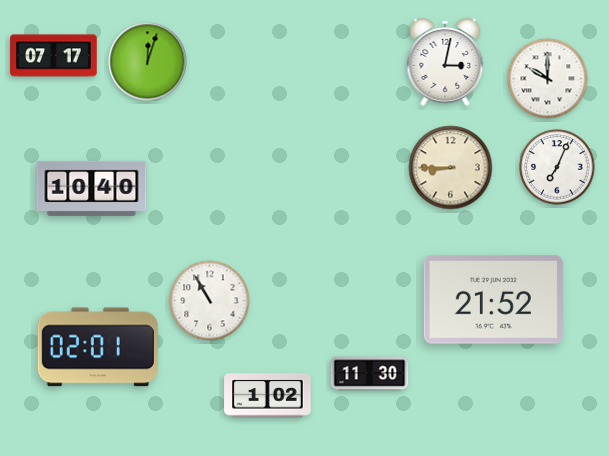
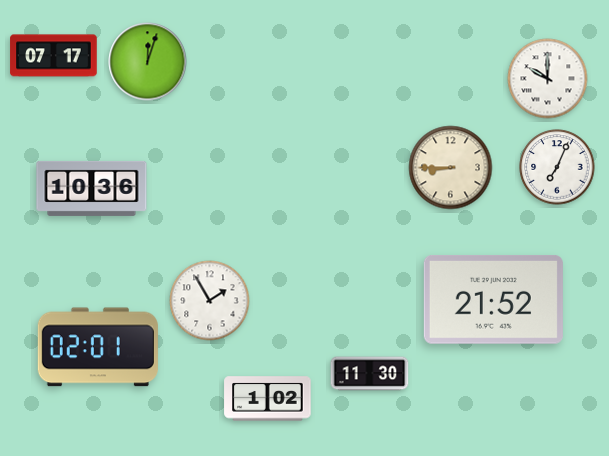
clock at (445, 62): 3:02 -> none
clock at (92, 188): 10:40 -> 10:36
clock at (210, 301): 10:55 -> 1:55
clock at (268, 396) position: (268, 396) -> (268, 399)
